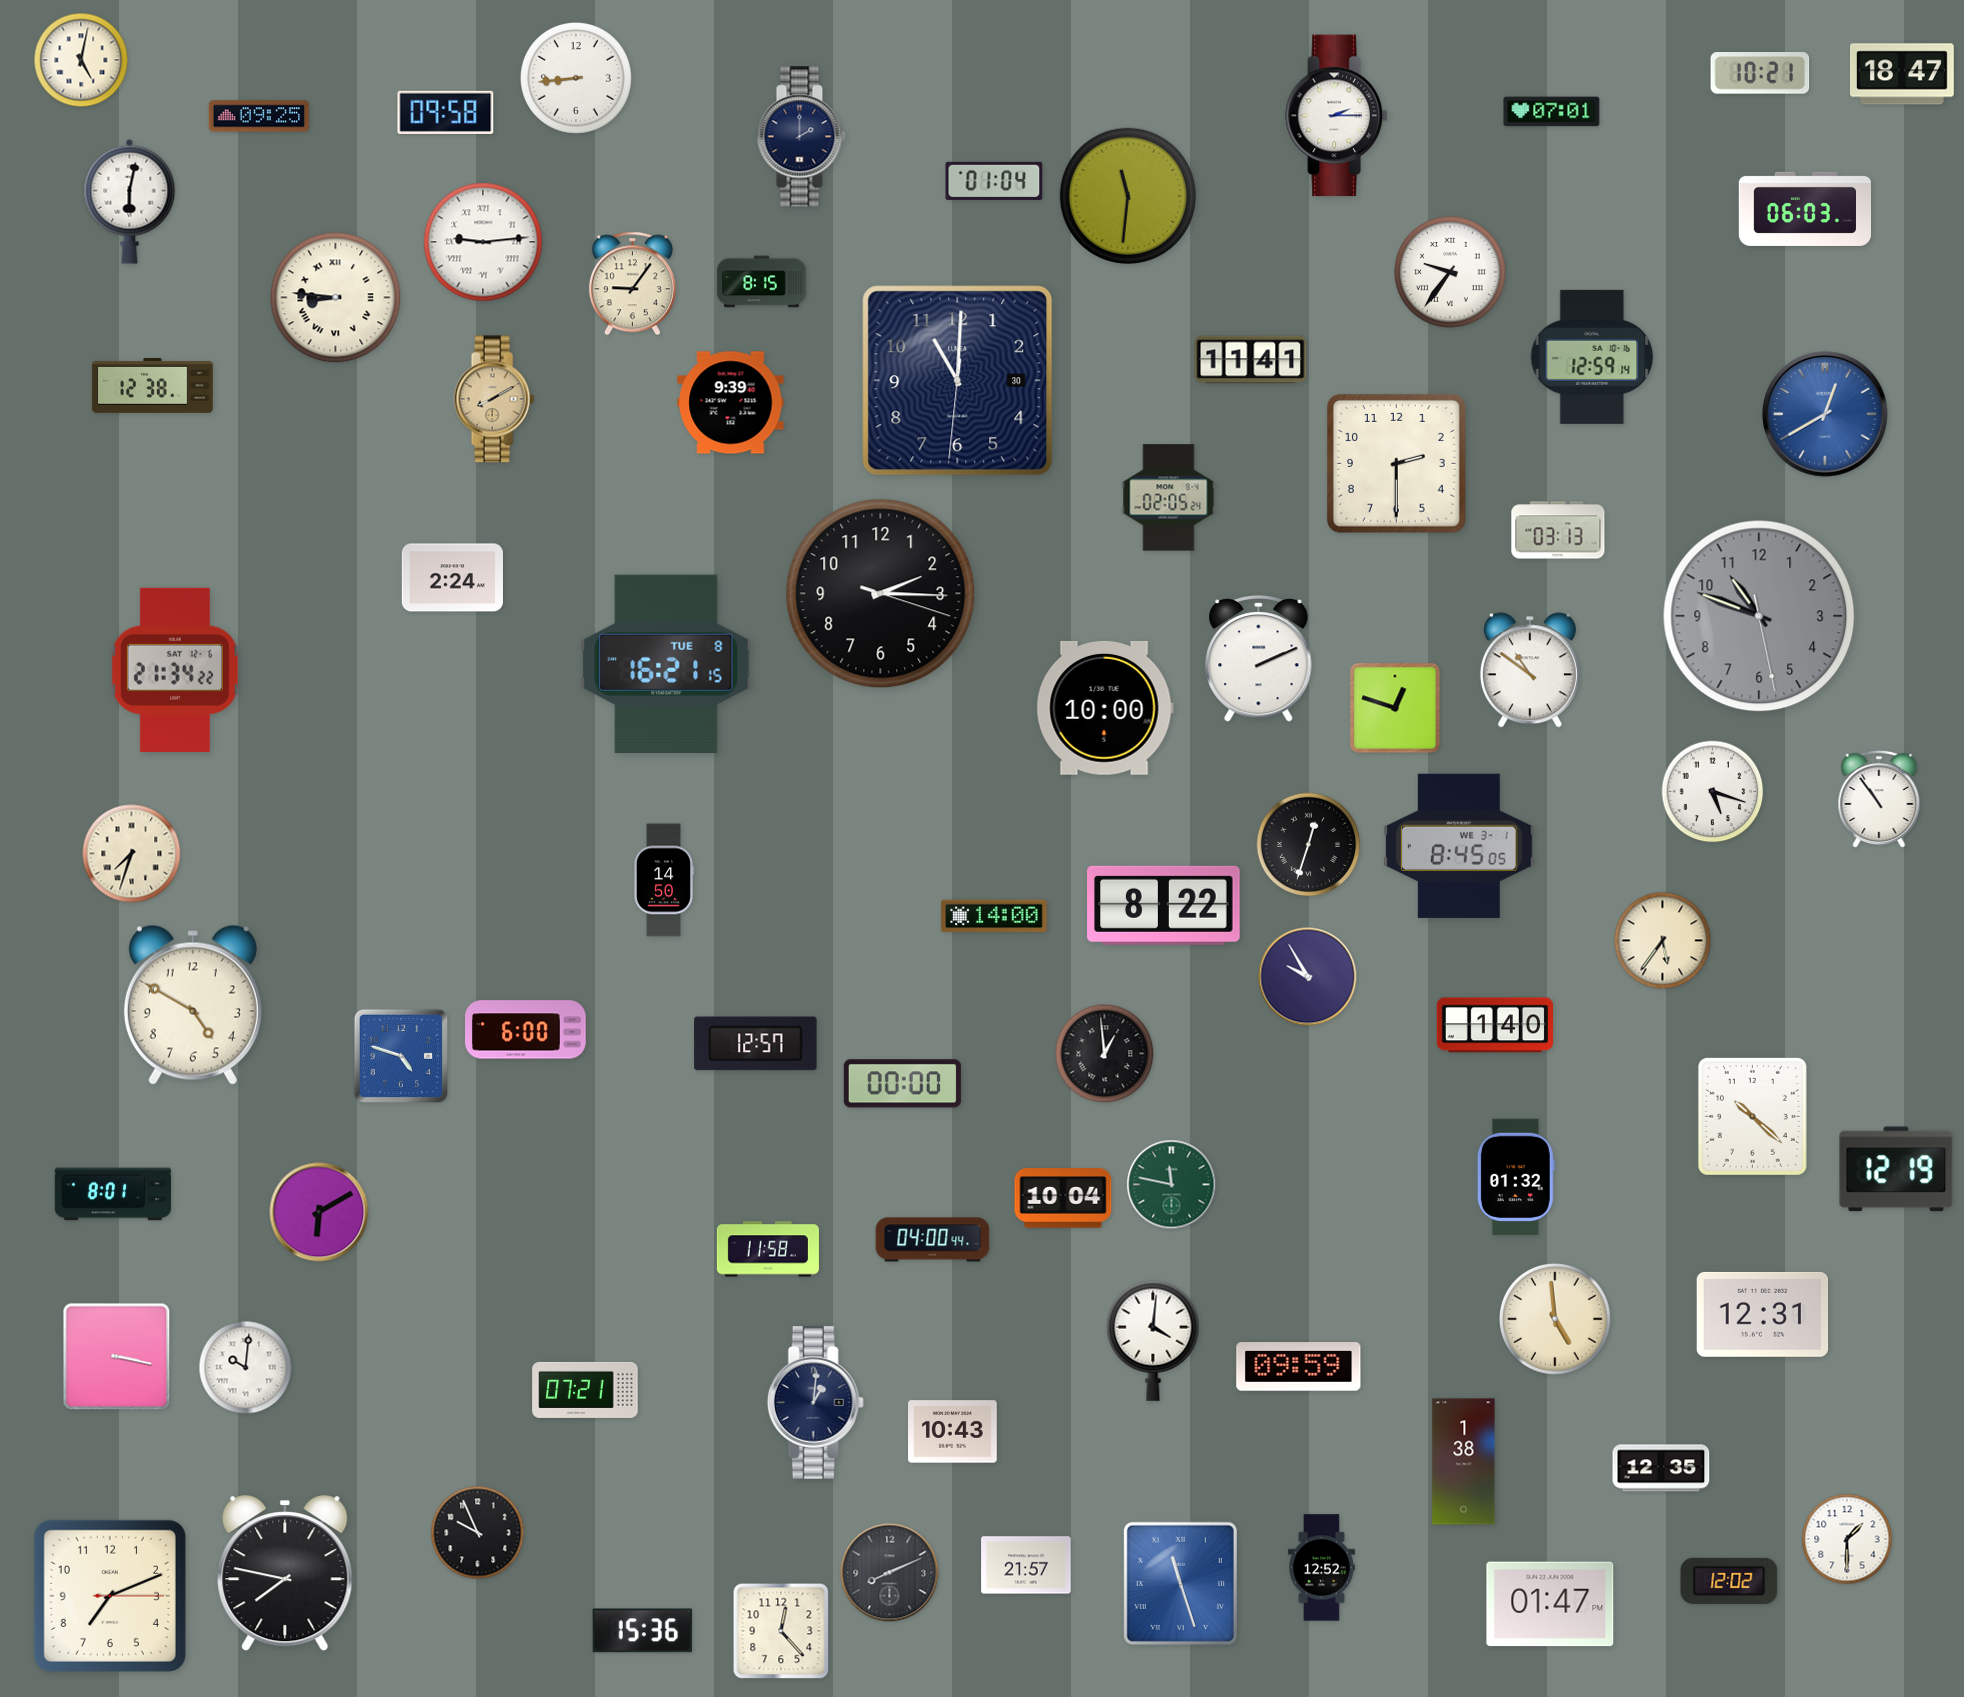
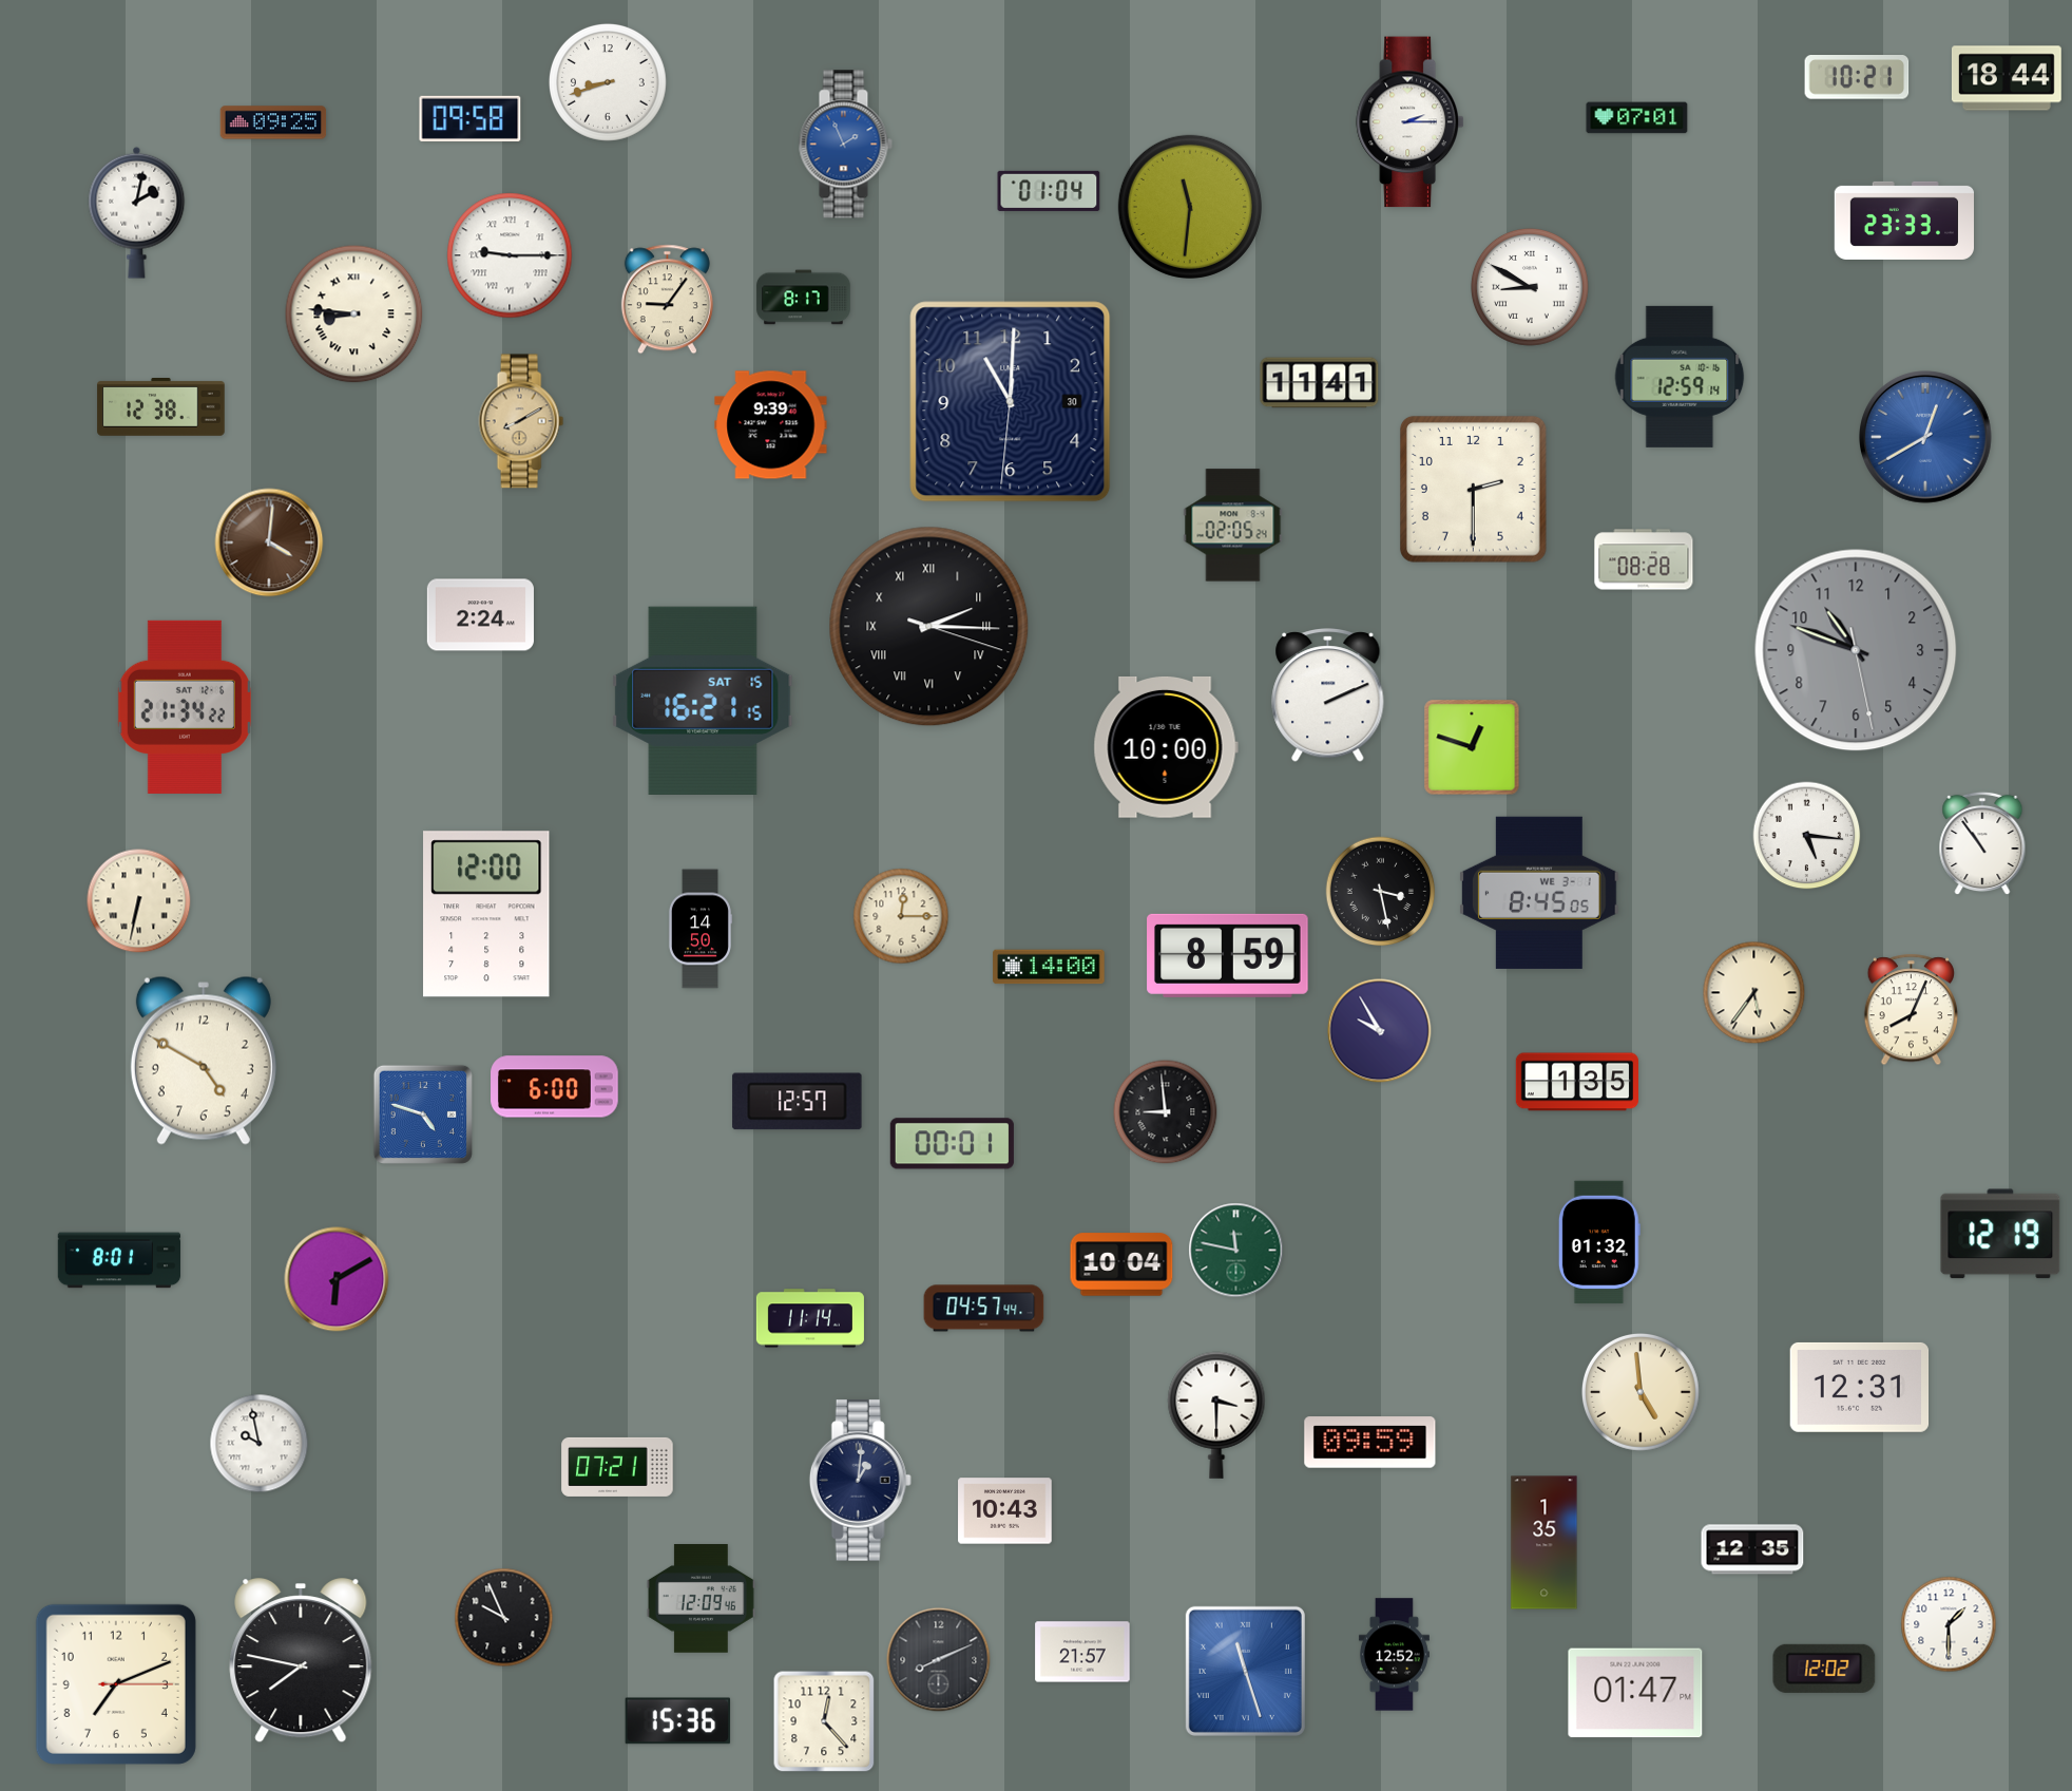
clock at (81, 60): 5:02 -> none
clock at (1902, 74): 18:47 -> 18:44
clock at (576, 78): 8:44 -> 8:42
clock at (801, 137): 2:00 -> 1:56
clock at (801, 137) dial: navy -> blue
clock at (130, 201): 6:02 -> 2:02
clock at (1804, 209): 06:03 -> 23:33
clock at (483, 242): 9:14 -> 9:15
clock at (1450, 272): 9:36 -> 8:50
clock at (762, 282): 8:15 -> 8:17
clock at (1251, 360) position: (1251, 360) -> (1320, 383)
clock at (269, 542): none -> 4:01
clock at (1558, 530): 03:13 -> 08:28
clock at (452, 578) position: (452, 578) -> (480, 615)
clock at (881, 594) numerals: Arabic -> Roman
clock at (666, 663) date: TUE 8 -> SAT 15
clock at (1530, 670): 10:51 -> none
clock at (1713, 792): 5:18 -> 5:16
clock at (1309, 845): 12:33 -> 3:28
clock at (132, 854): 7:33 -> 6:32
clock at (486, 914): none -> 12:00
clock at (901, 916): none -> 12:15
clock at (1164, 905): 8:22 -> 8:59
clock at (1911, 1010): none -> 8:04
clock at (1495, 1025): 1:40 -> 1:35
clock at (1105, 1054): 12:59 -> 8:59
clock at (902, 1084): 00:00 -> 00:01
clock at (1752, 1116): 10:22 -> none
clock at (933, 1240): 04:00 -> 04:57
clock at (768, 1249): 11:58 -> 11:14
clock at (1153, 1341): 4:01 -> 3:30
clock at (117, 1357): 3:17 -> none
clock at (246, 1368): 10:01 -> 9:58
clock at (1464, 1462): 1:38 -> 1:35
clock at (701, 1599): none -> 12:09
